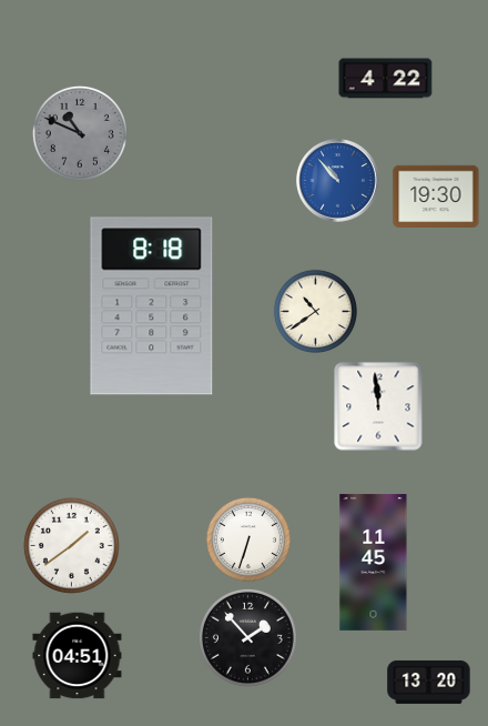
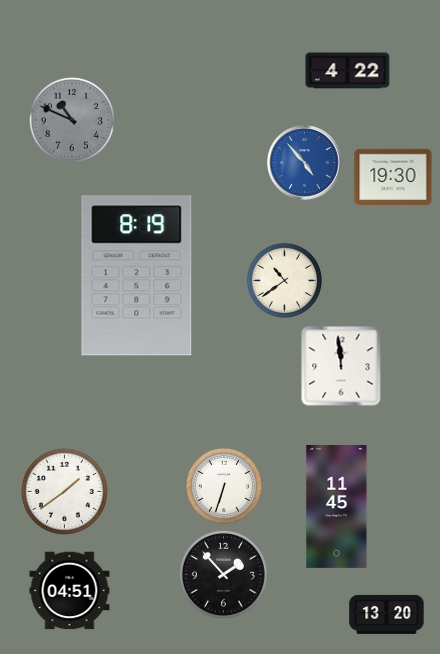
clock at (338, 181): 10:53 -> 4:53
clock at (152, 306): 8:18 -> 8:19
